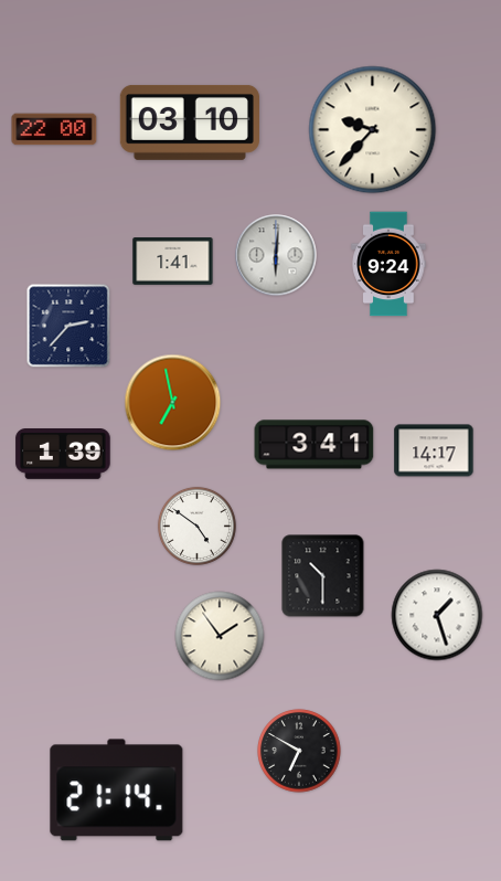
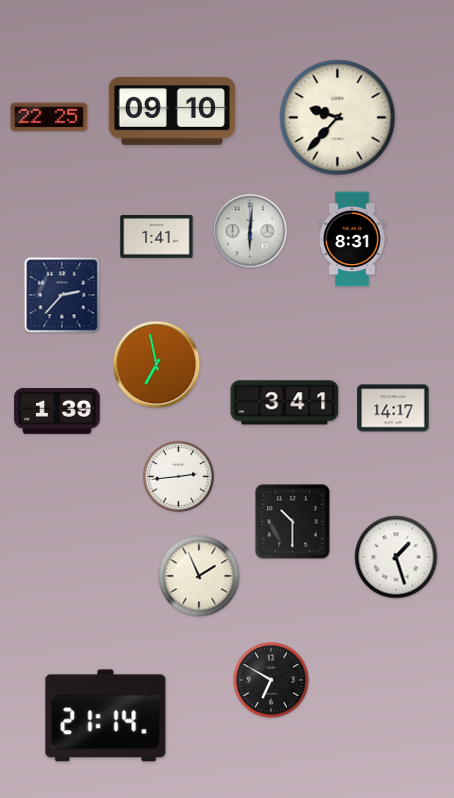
clock at (190, 123): 03:10 -> 09:10
clock at (54, 129): 22:00 -> 22:25
clock at (388, 264): 9:24 -> 8:31
clock at (196, 526): 4:51 -> 2:44
clock at (220, 636): 1:54 -> 1:56
